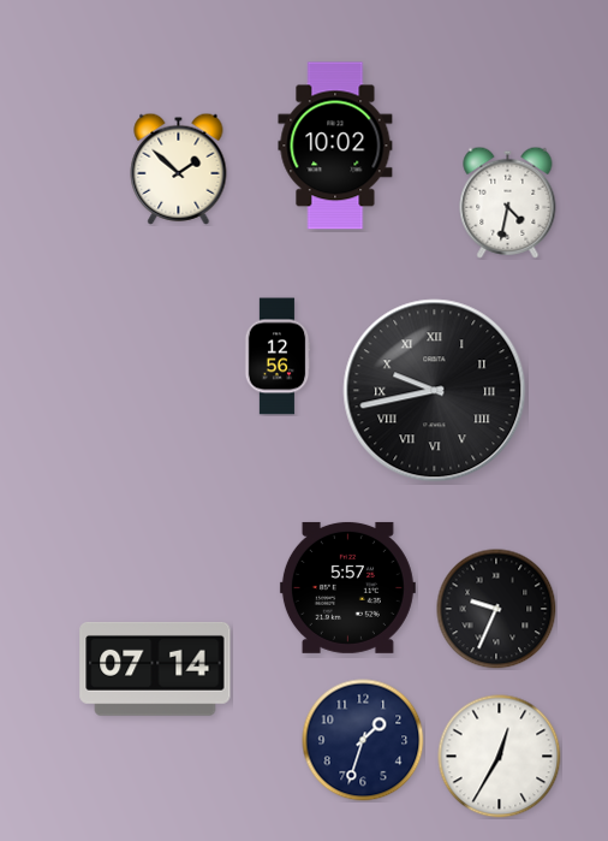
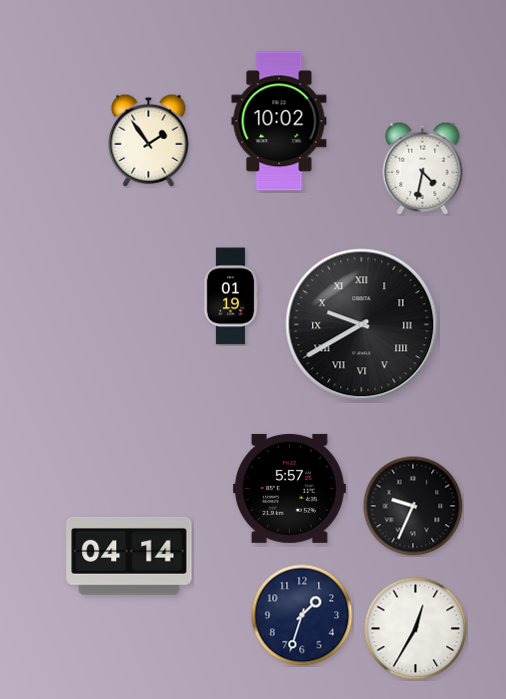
clock at (179, 168): 1:52 -> 1:54
clock at (278, 356): 12:56 -> 01:19
clock at (435, 391): 9:43 -> 9:40
clock at (155, 669): 07:14 -> 04:14
